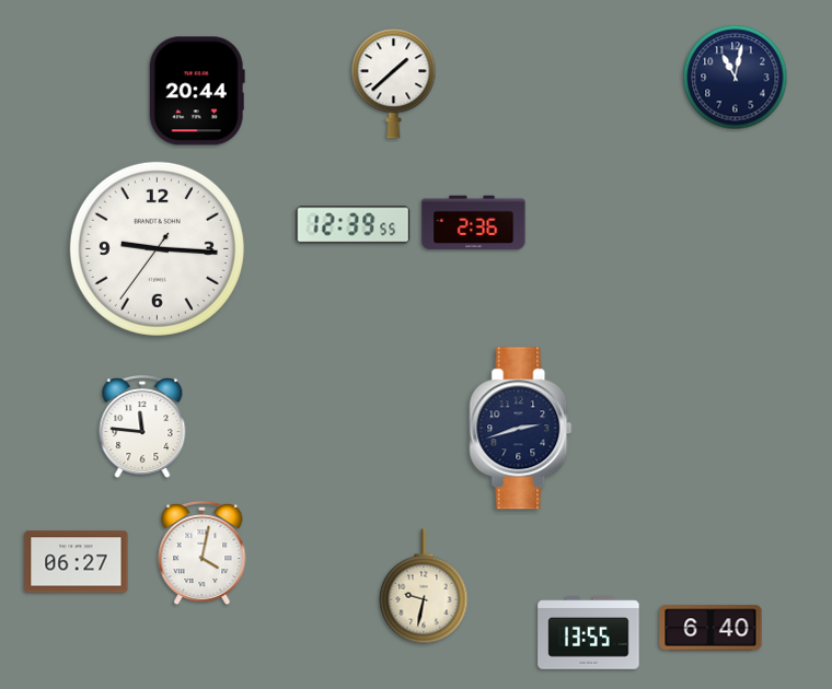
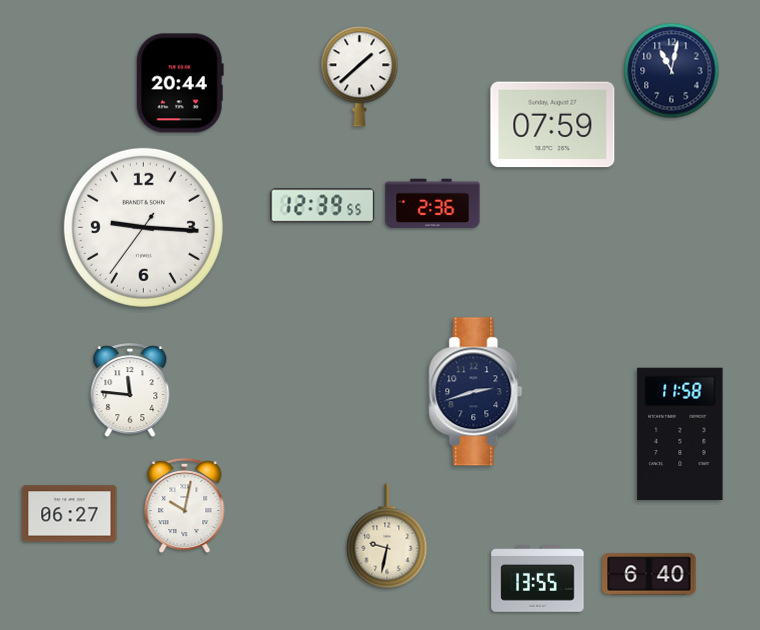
clock at (553, 125): none -> 07:59
clock at (680, 434): none -> 11:58
clock at (203, 553): 4:02 -> 10:02
